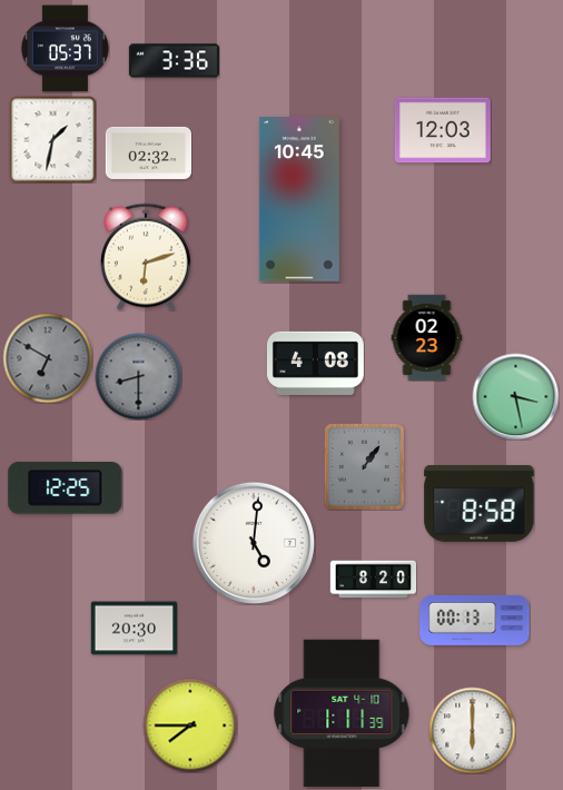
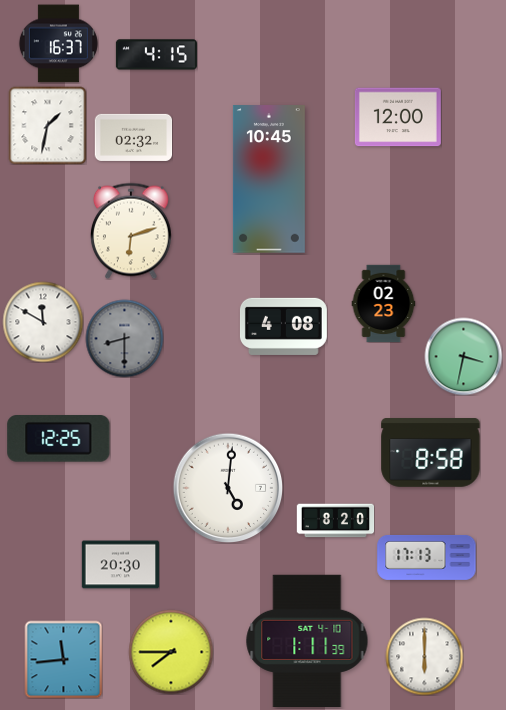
clock at (65, 49): 05:37 -> 16:37
clock at (174, 61): 3:36 -> 4:15
clock at (443, 130): 12:03 -> 12:00
clock at (48, 358): 6:50 -> 11:50
clock at (48, 358) dial: grey -> white
clock at (515, 396): 3:28 -> 3:32
clock at (364, 466): 1:06 -> none
clock at (475, 620): 00:13 -> 17:13
clock at (63, 659): none -> 11:44
